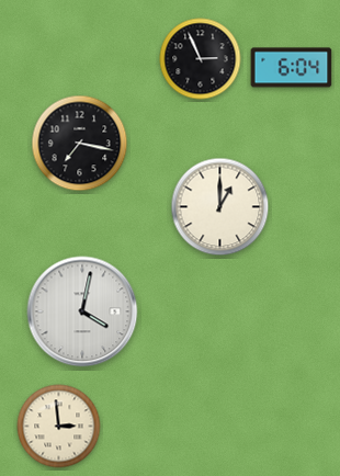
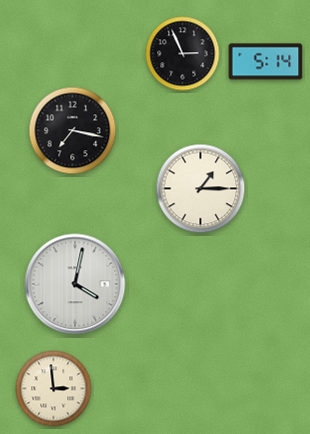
clock at (292, 68): 6:04 -> 5:14
clock at (220, 207): 1:00 -> 1:15
